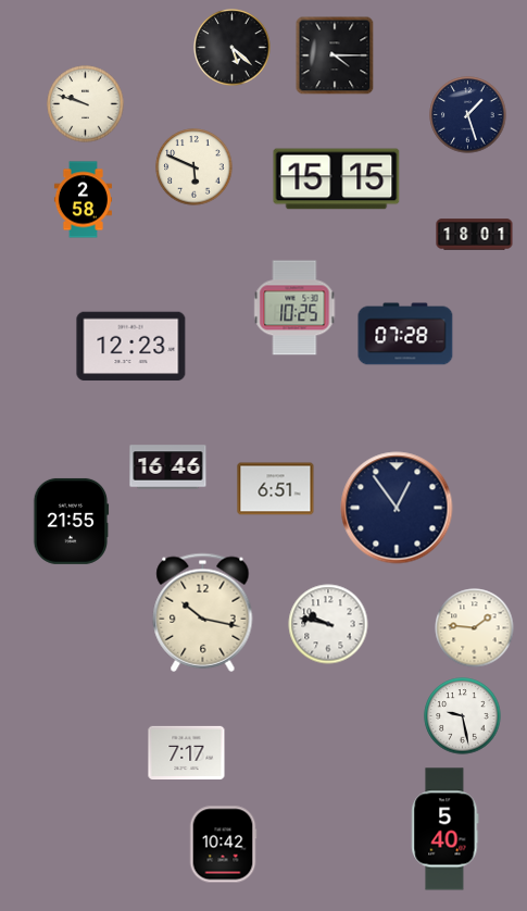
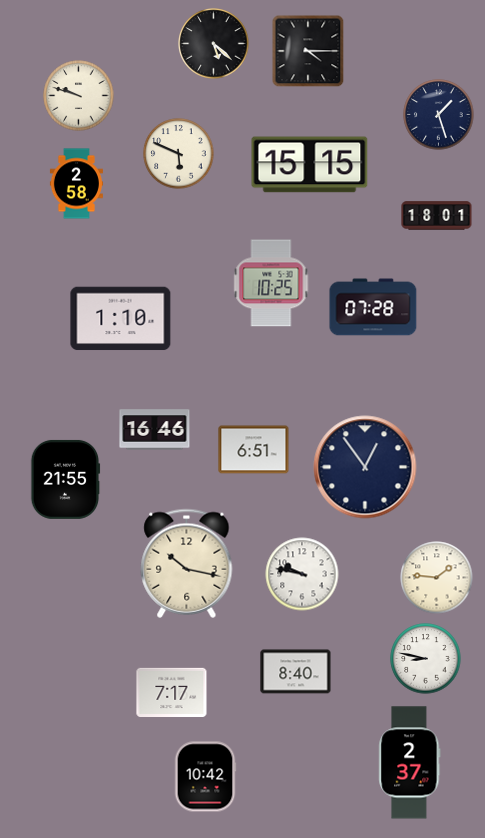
clock at (468, 115) position: (468, 115) -> (439, 115)
clock at (131, 347): 12:23 -> 1:10
clock at (463, 716): 9:28 -> 8:47
clock at (296, 672): none -> 8:40
clock at (446, 829): 5:40 -> 2:37
